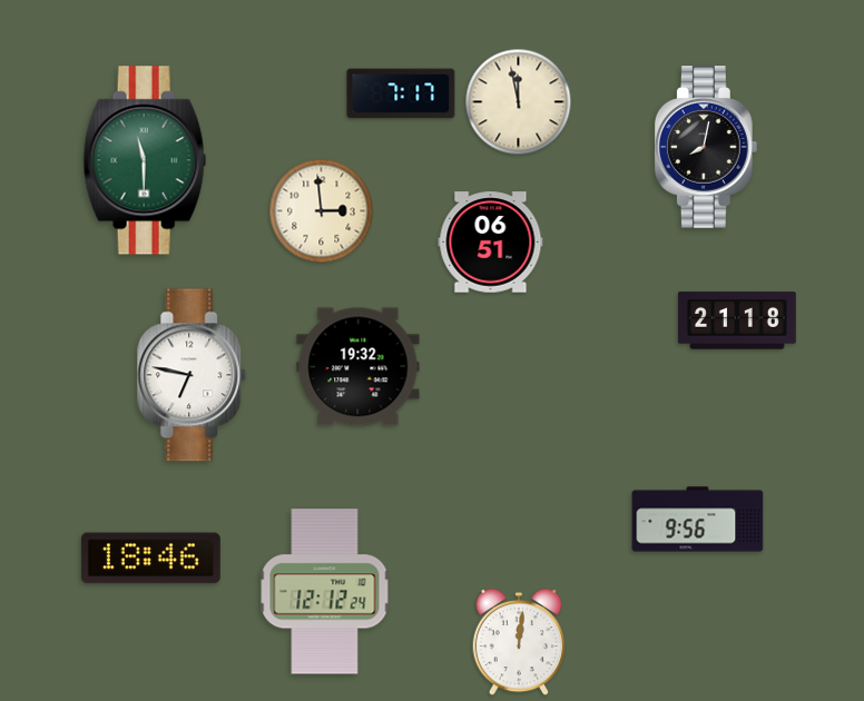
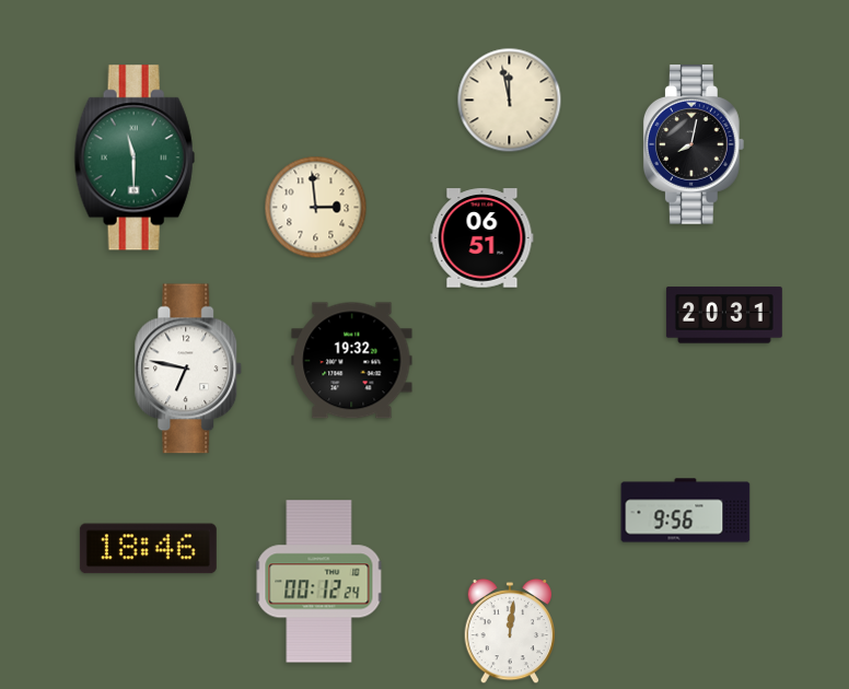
clock at (401, 93): 7:17 -> none
clock at (145, 160) position: (145, 160) -> (135, 157)
clock at (737, 320): 21:18 -> 20:31
clock at (325, 592): 12:12 -> 00:12
